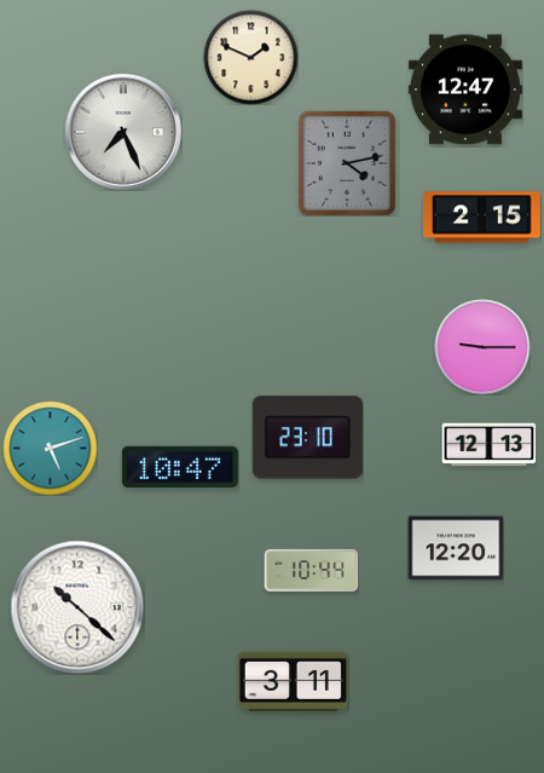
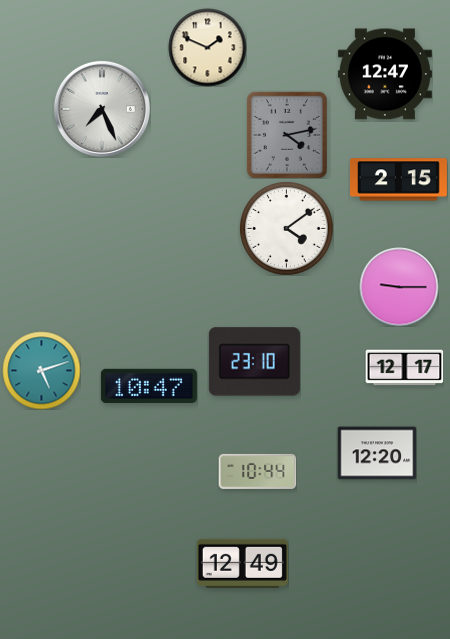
clock at (287, 229): none -> 4:09
clock at (488, 445): 12:13 -> 12:17
clock at (77, 607): 10:22 -> none
clock at (293, 681): 3:11 -> 12:49
